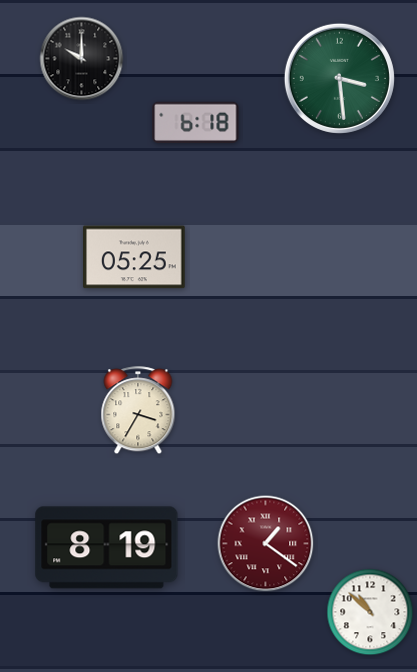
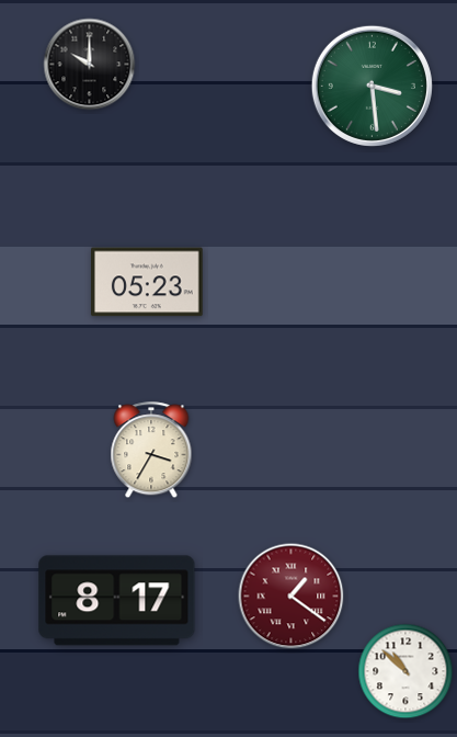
clock at (196, 122): 6:18 -> none
clock at (135, 257): 05:25 -> 05:23
clock at (107, 548): 8:19 -> 8:17
